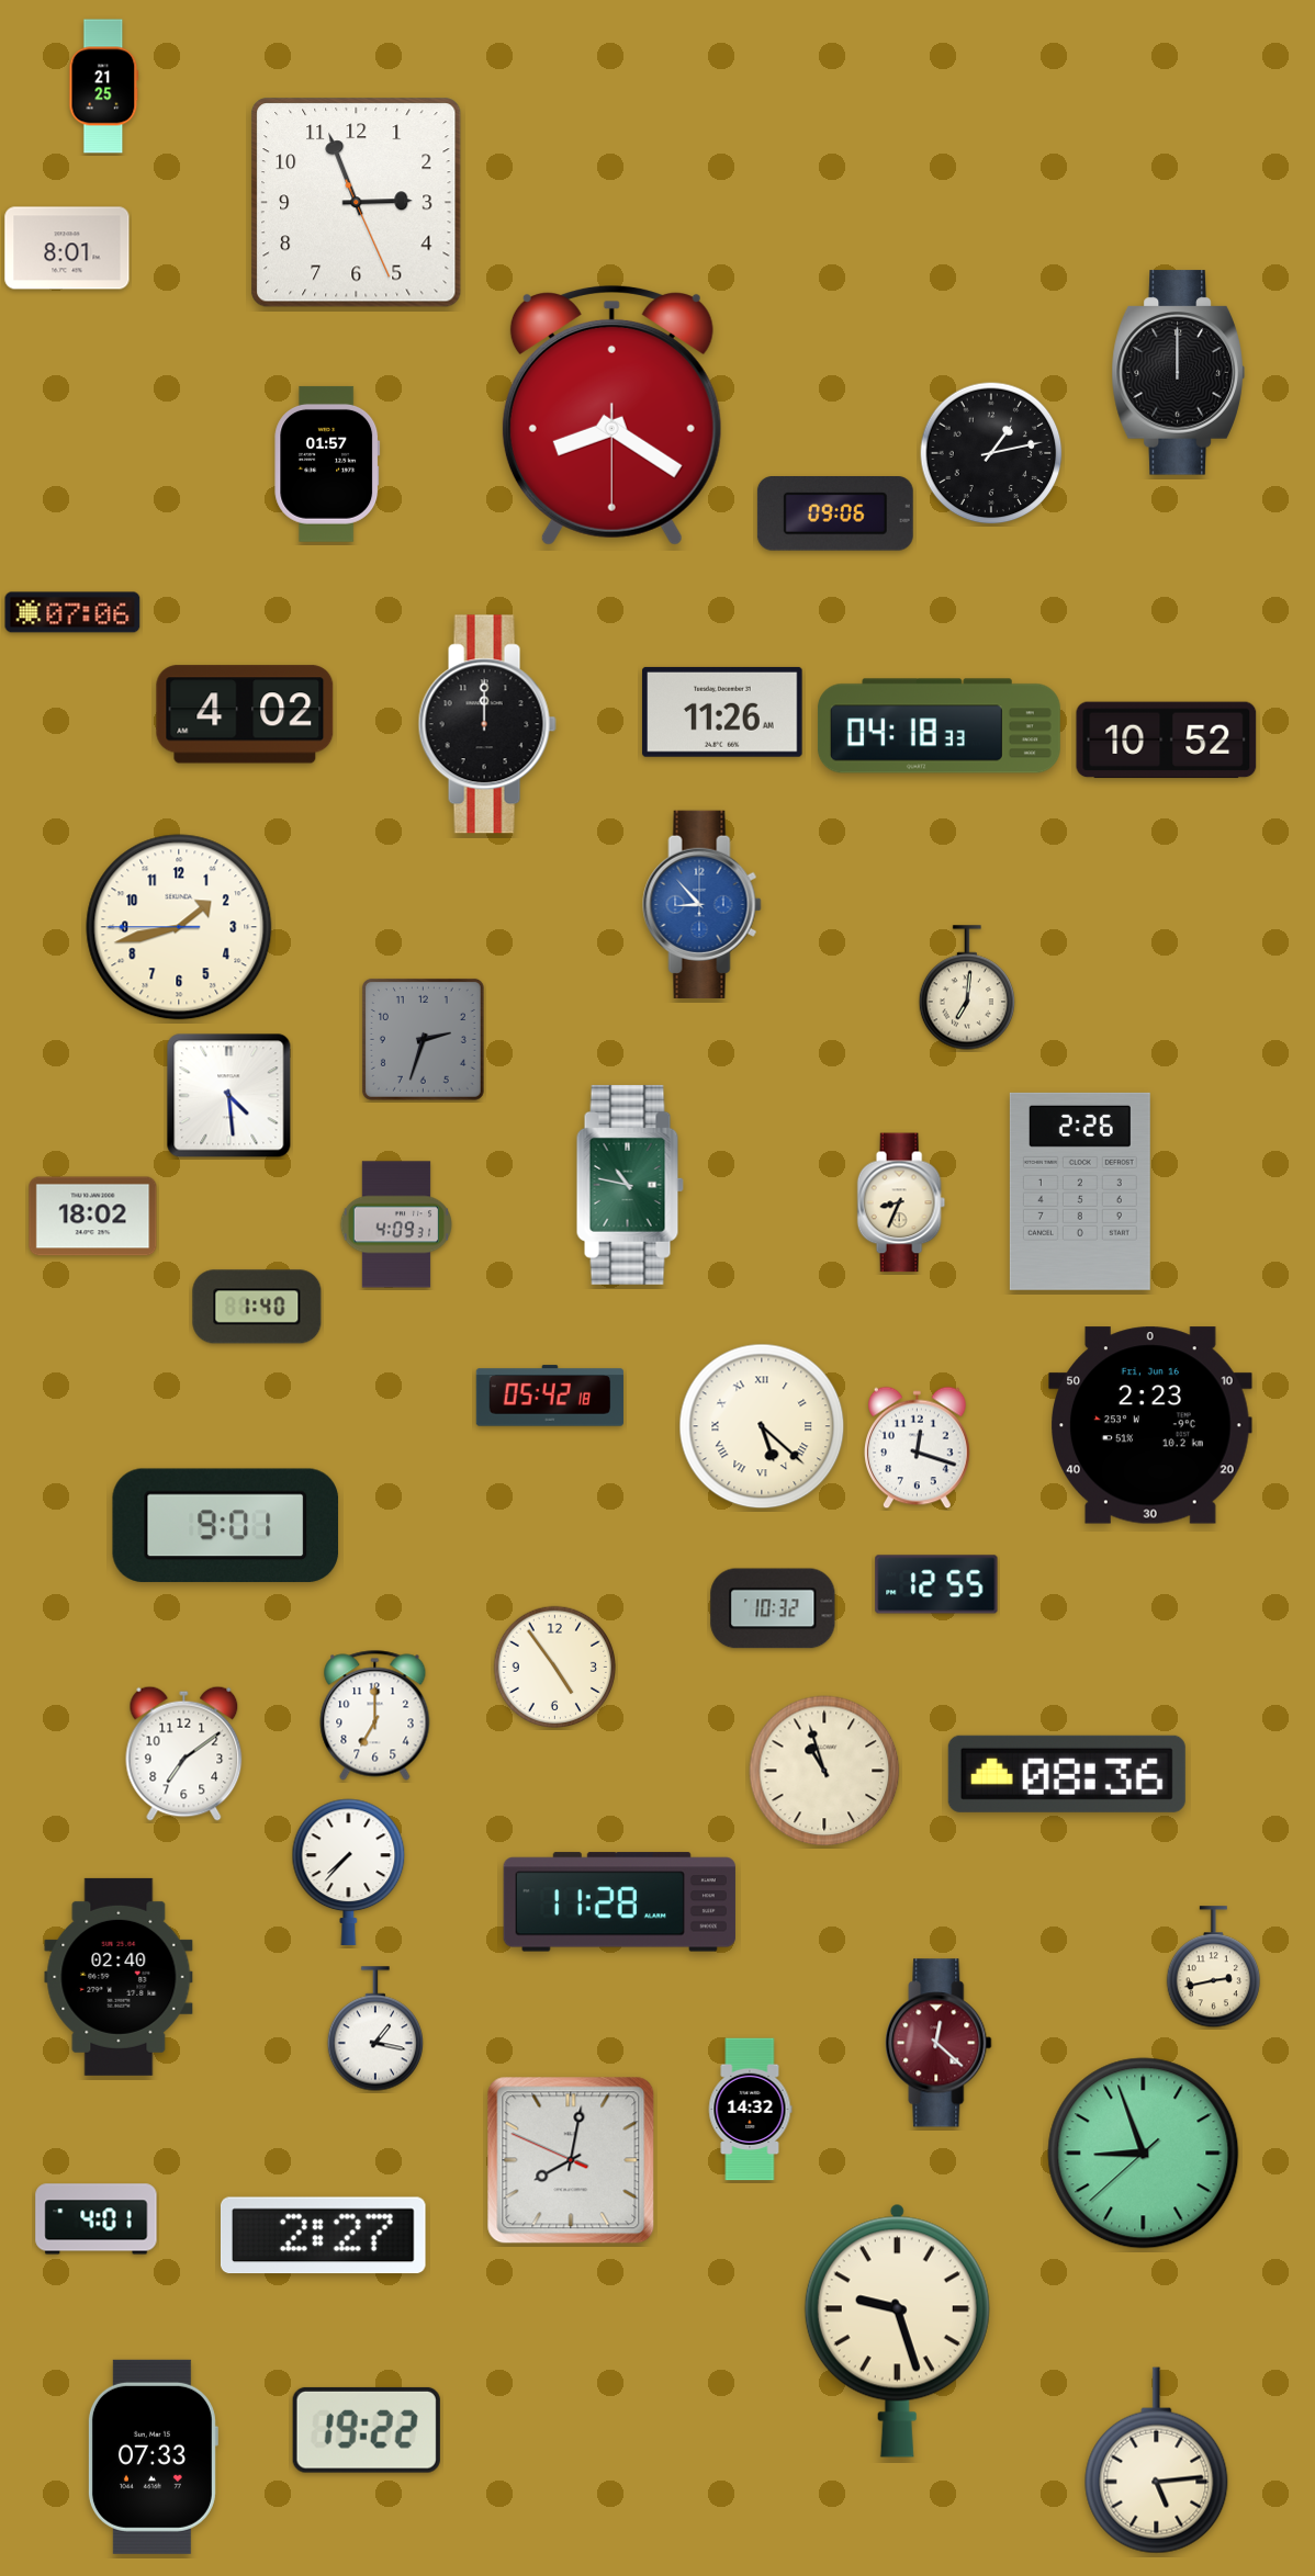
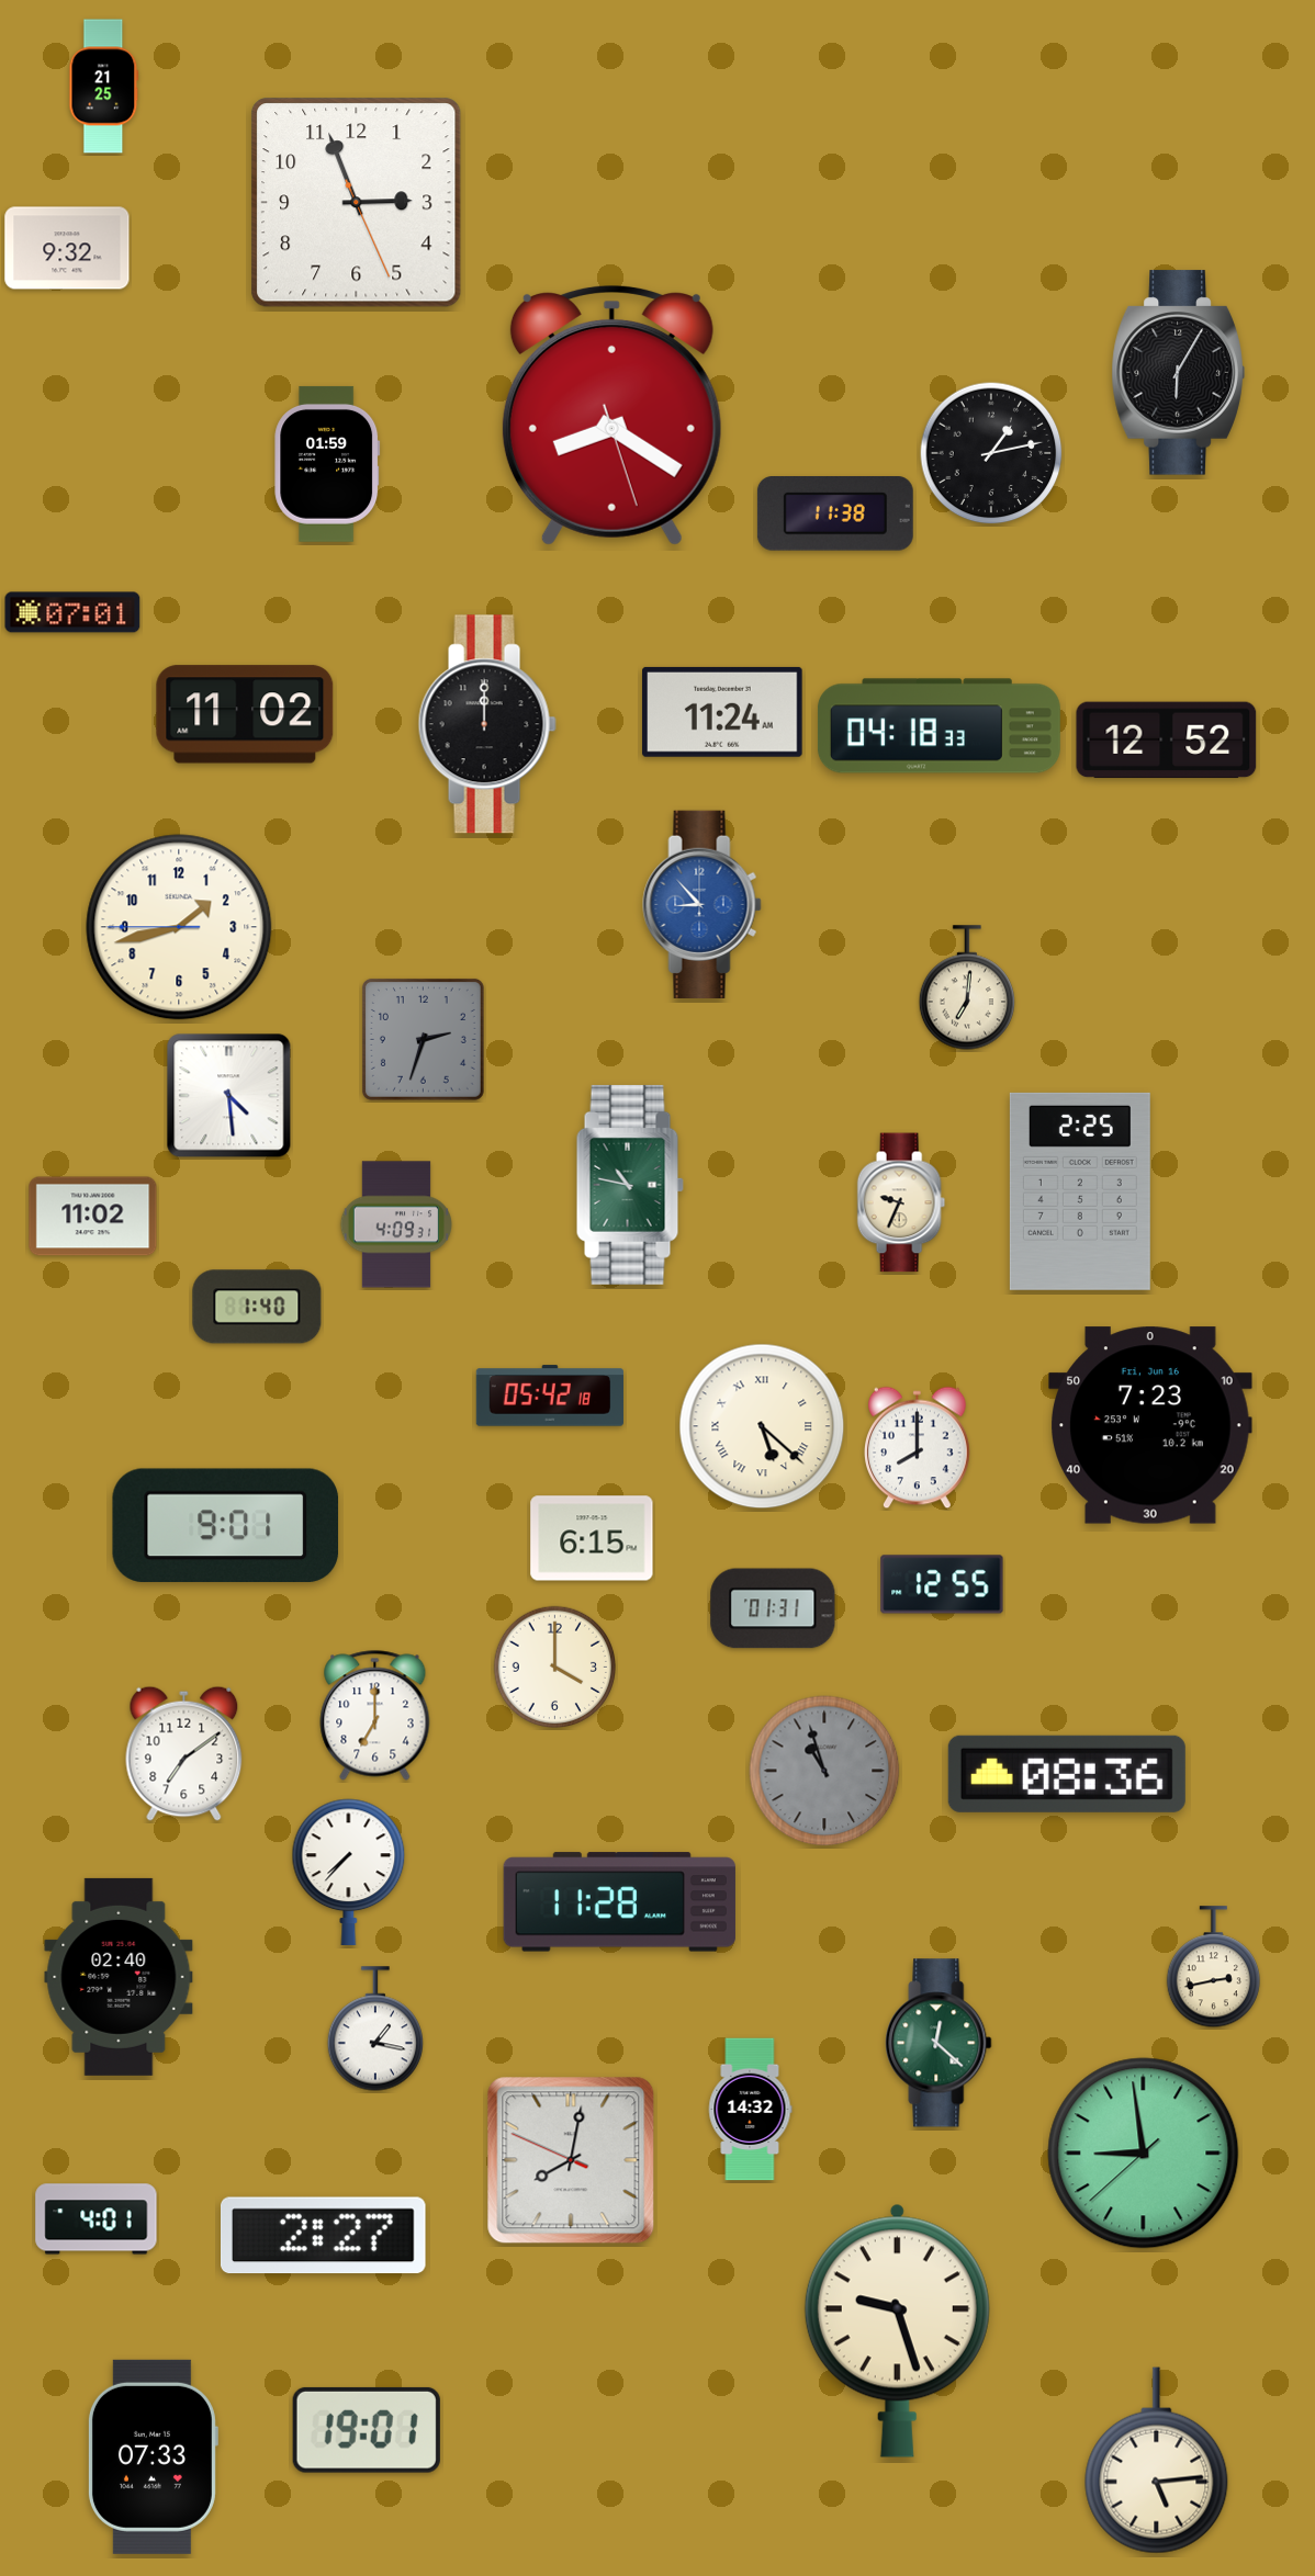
clock at (67, 248): 8:01 -> 9:32
clock at (1178, 373): 12:00 -> 6:05
clock at (611, 415): 8:20:30 -> 8:20:27
clock at (327, 464): 01:57 -> 01:59
clock at (835, 513): 09:06 -> 11:38
clock at (72, 612): 07:06 -> 07:01
clock at (722, 712): 11:26 -> 11:24
clock at (245, 714): 4:02 -> 11:02
clock at (1167, 741): 10:52 -> 12:52
clock at (1080, 1191): 2:26 -> 2:25
clock at (901, 1202): 8:34 -> 9:34
clock at (93, 1217): 18:02 -> 11:02
clock at (1150, 1425): 2:23 -> 7:23
clock at (918, 1448): 12:18 -> 8:00
clock at (592, 1538): none -> 6:15
clock at (936, 1584) position: (936, 1584) -> (942, 1584)
clock at (773, 1608): 10:32 -> 01:31
clock at (555, 1668): 4:54 -> 4:00
clock at (824, 1771) dial: cream -> grey
clock at (939, 2043) dial: burgundy -> green
clock at (1144, 2154): 8:56 -> 8:58
clock at (367, 2430): 19:22 -> 19:01
